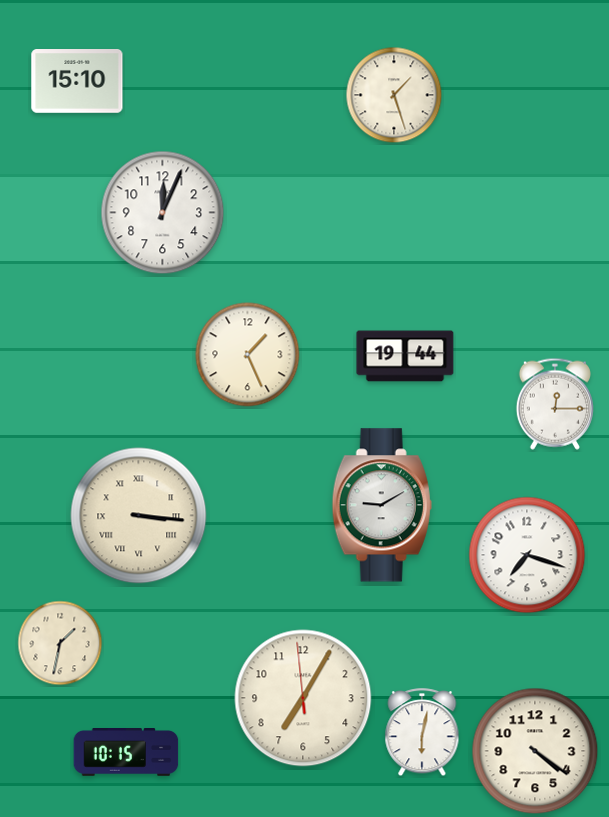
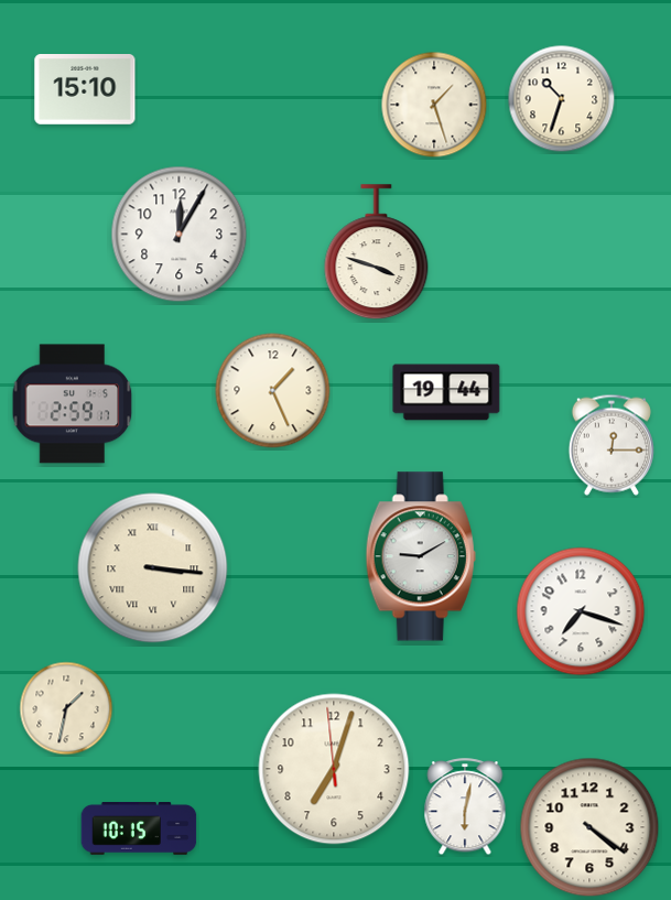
clock at (562, 99): none -> 10:33
clock at (163, 213): 12:04 -> 12:05
clock at (377, 252): none -> 3:48
clock at (73, 404): none -> 2:59
clock at (303, 698): 7:04 -> 7:02
